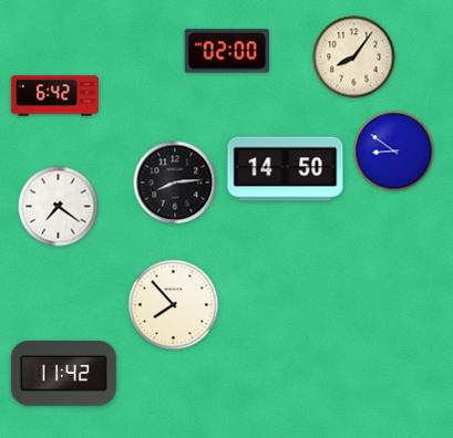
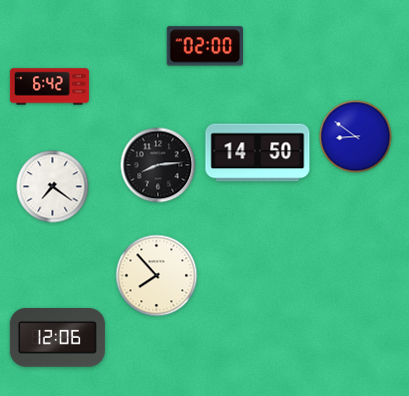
clock at (354, 58): 8:06 -> none
clock at (63, 374): 11:42 -> 12:06
